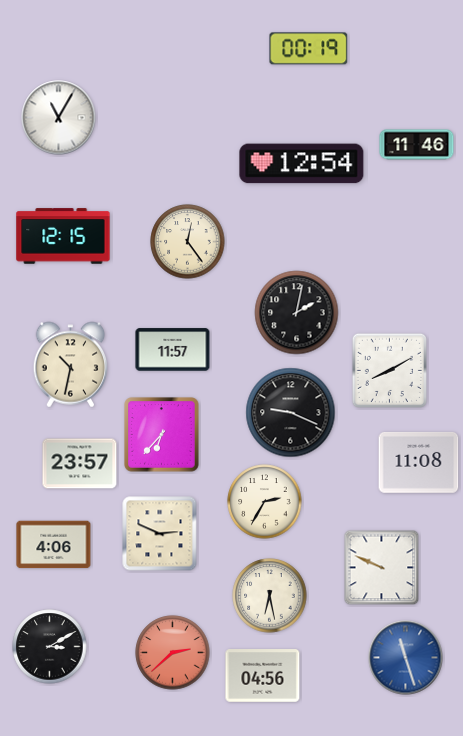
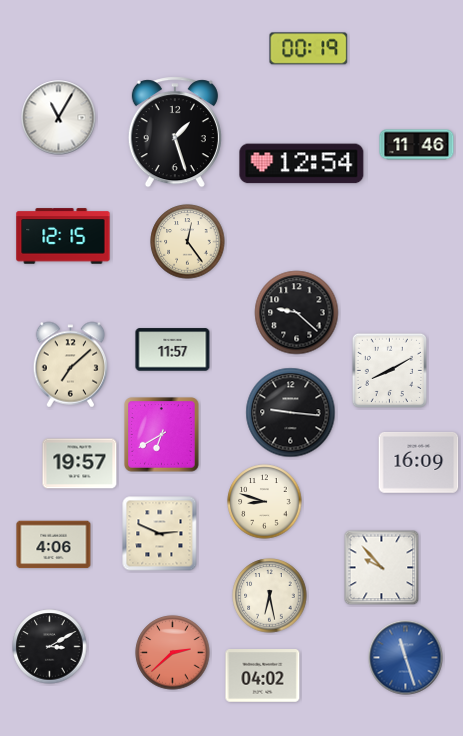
clock at (175, 132): none -> 1:27
clock at (297, 313): 2:02 -> 9:22
clock at (71, 365): 10:32 -> 7:08
clock at (291, 413): 9:19 -> 9:16
clock at (162, 435): 6:37 -> 6:40
clock at (419, 462): 11:08 -> 16:09
clock at (80, 464): 23:57 -> 19:57
clock at (265, 502): 2:35 -> 8:48
clock at (382, 568): 9:49 -> 9:53
clock at (263, 676): 04:56 -> 04:02
